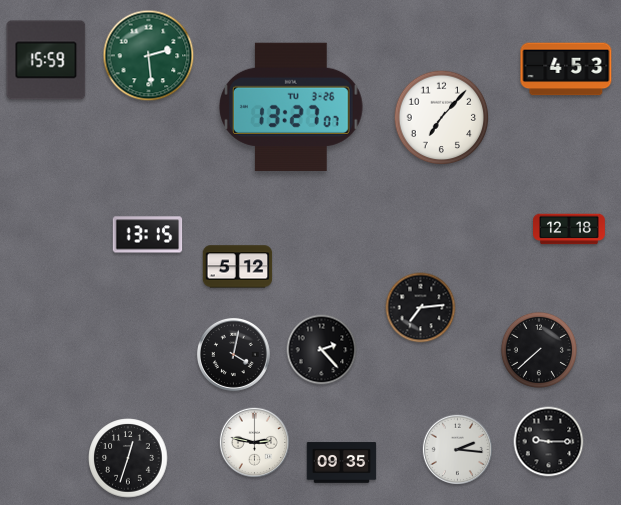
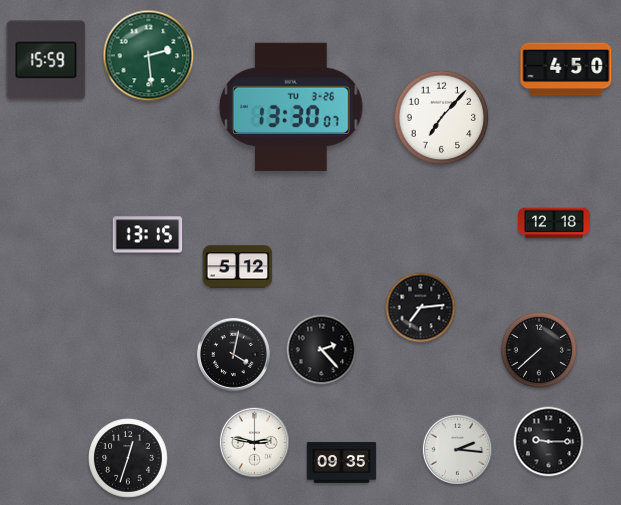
clock at (566, 69): 4:53 -> 4:50
clock at (291, 107): 13:27 -> 13:30
clock at (570, 229) position: (570, 229) -> (555, 223)
